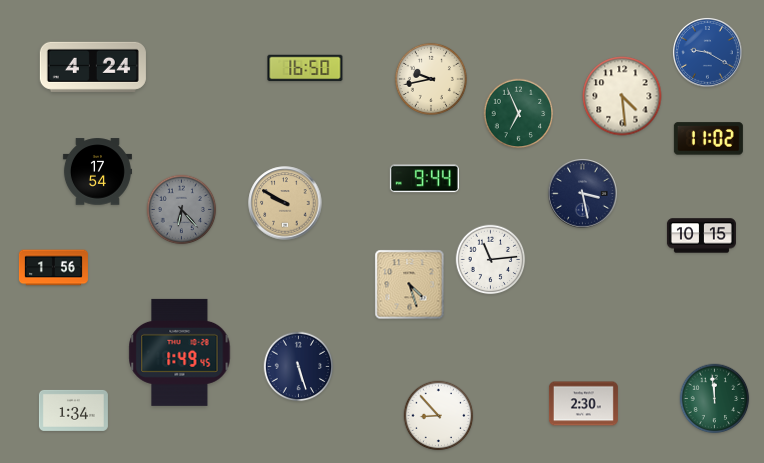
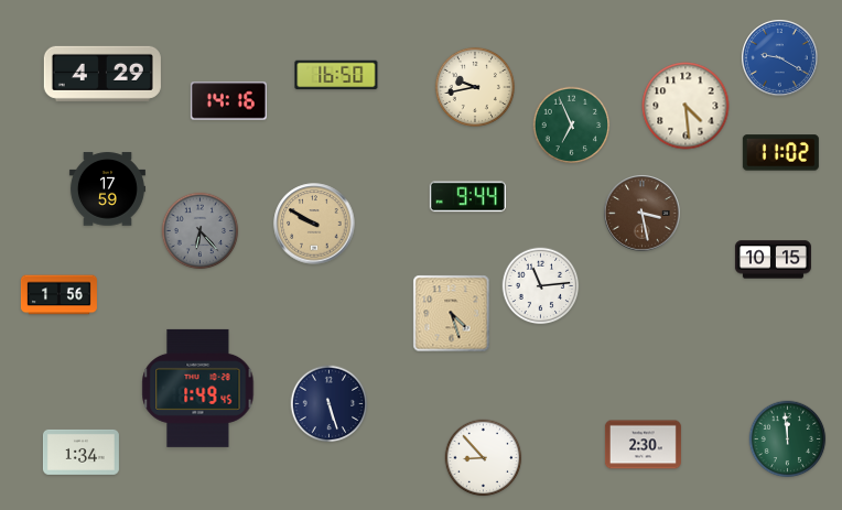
clock at (93, 67): 4:24 -> 4:29
clock at (228, 101): none -> 14:16
clock at (97, 172): 17:54 -> 17:59
clock at (583, 194) dial: navy -> brown
